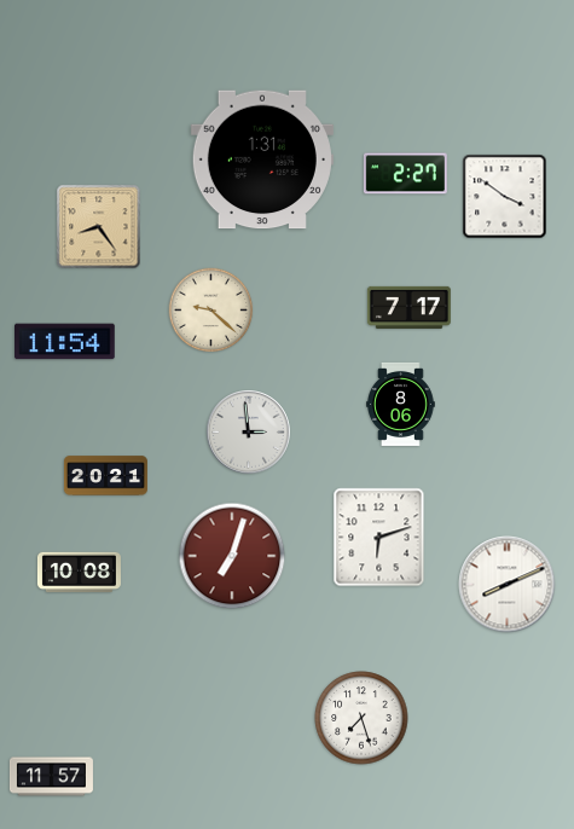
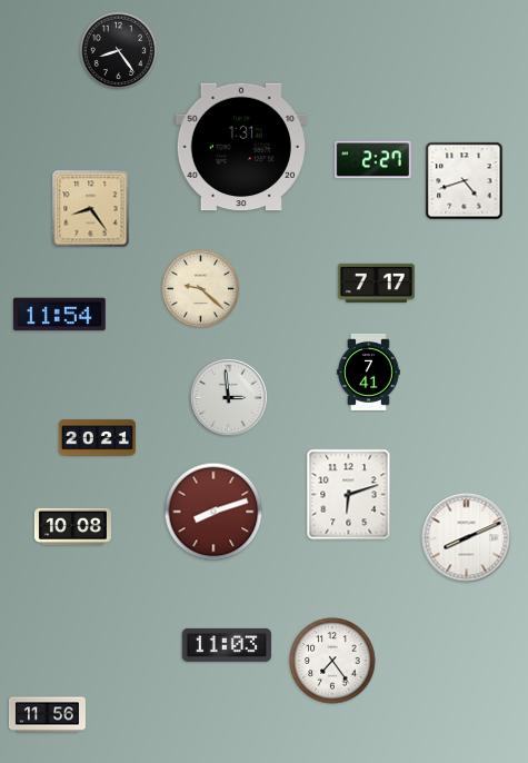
clock at (119, 51): none -> 8:24
clock at (505, 197): 3:51 -> 4:42
clock at (211, 311) position: (211, 311) -> (201, 289)
clock at (401, 404): 8:06 -> 7:41
clock at (232, 556): 7:03 -> 8:12
clock at (226, 645): none -> 11:03
clock at (361, 718): 7:27 -> 7:24
clock at (51, 777): 11:57 -> 11:56
